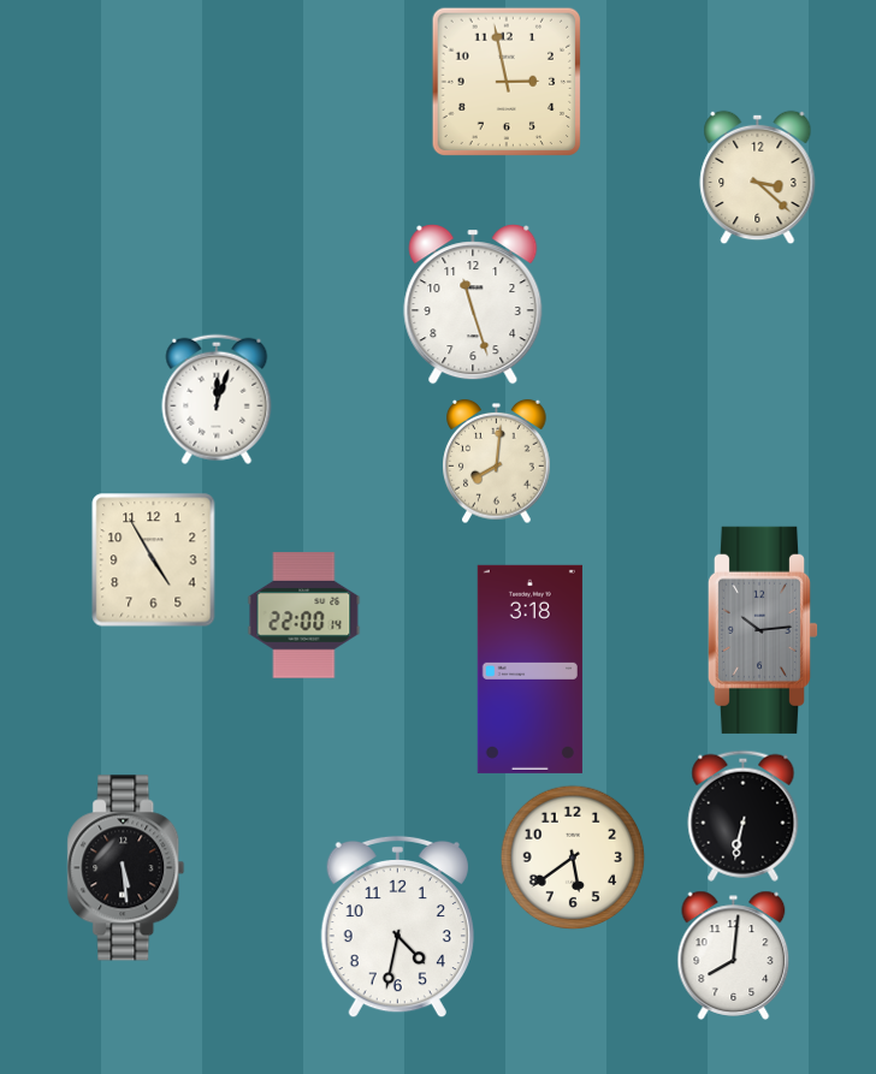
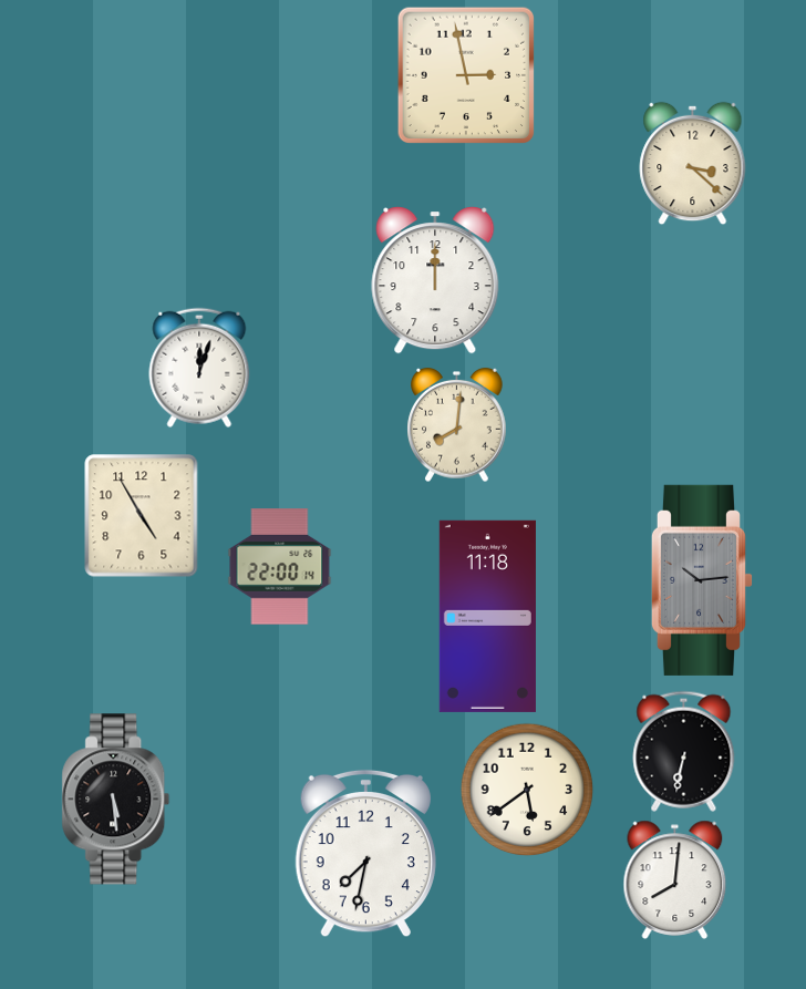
clock at (758, 178) position: (758, 178) -> (693, 164)
clock at (473, 304): 11:27 -> 12:00
clock at (529, 669): 3:18 -> 11:18
clock at (397, 927): 4:32 -> 7:32
